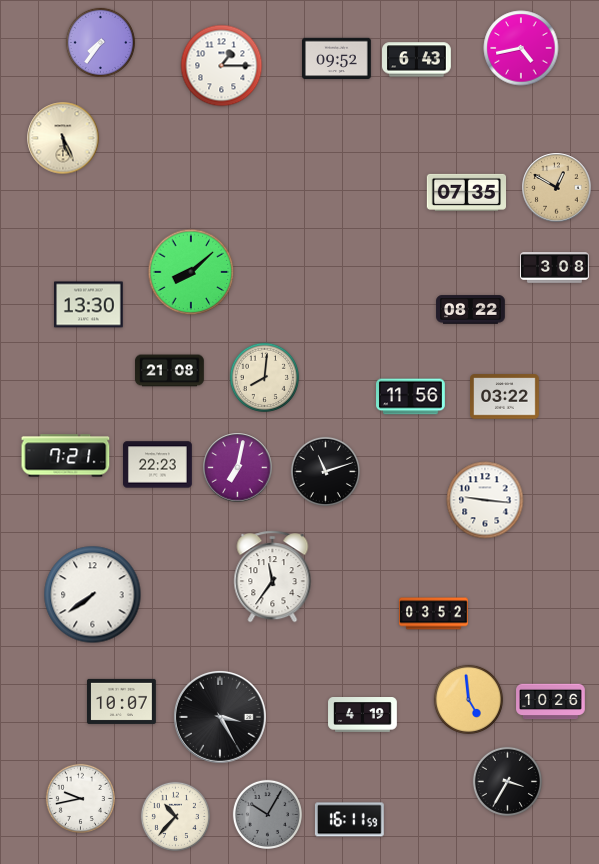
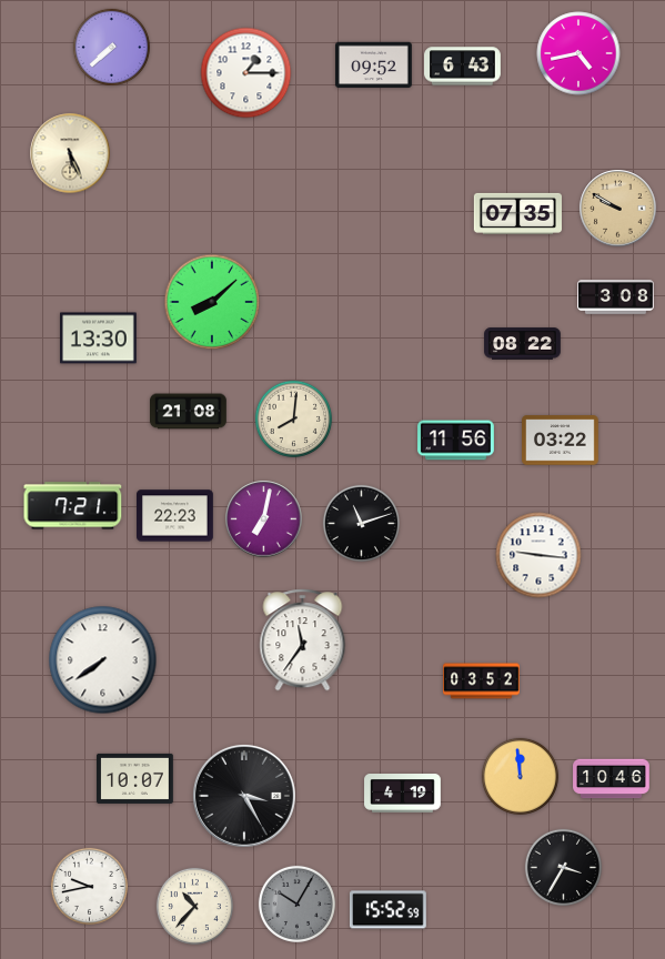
clock at (100, 42): 7:36 -> 7:38
clock at (557, 188): 12:50 -> 9:50
clock at (468, 699): 4:59 -> 11:59
clock at (551, 702): 10:26 -> 10:46
clock at (349, 820): 16:11 -> 15:52
